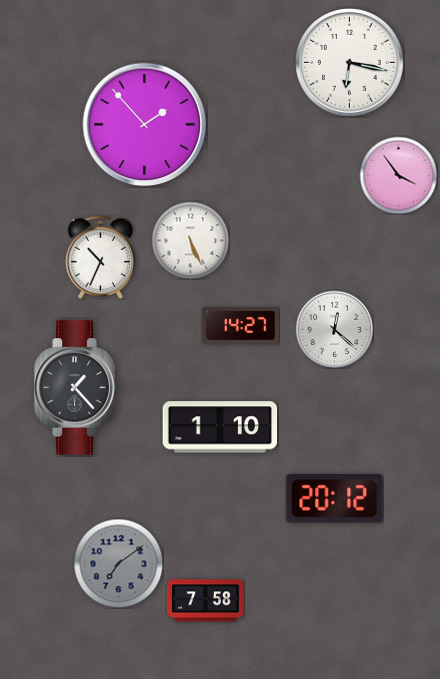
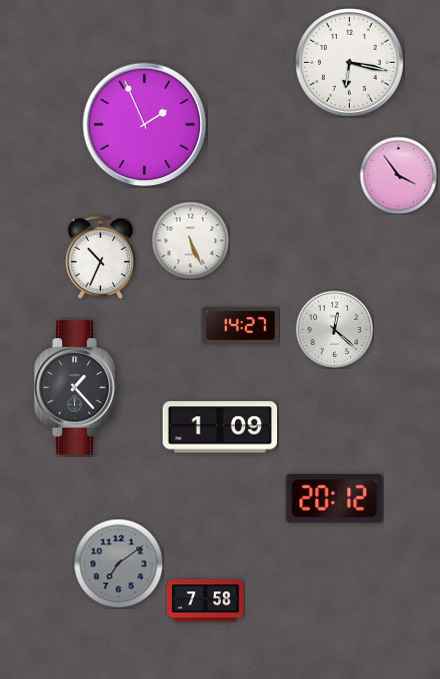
clock at (145, 125): 1:53 -> 1:56
clock at (220, 427): 1:10 -> 1:09
